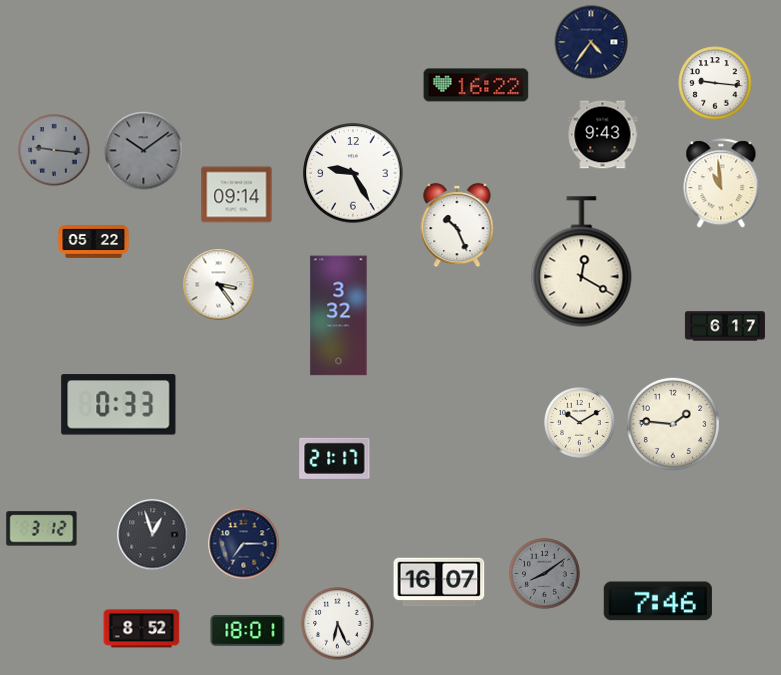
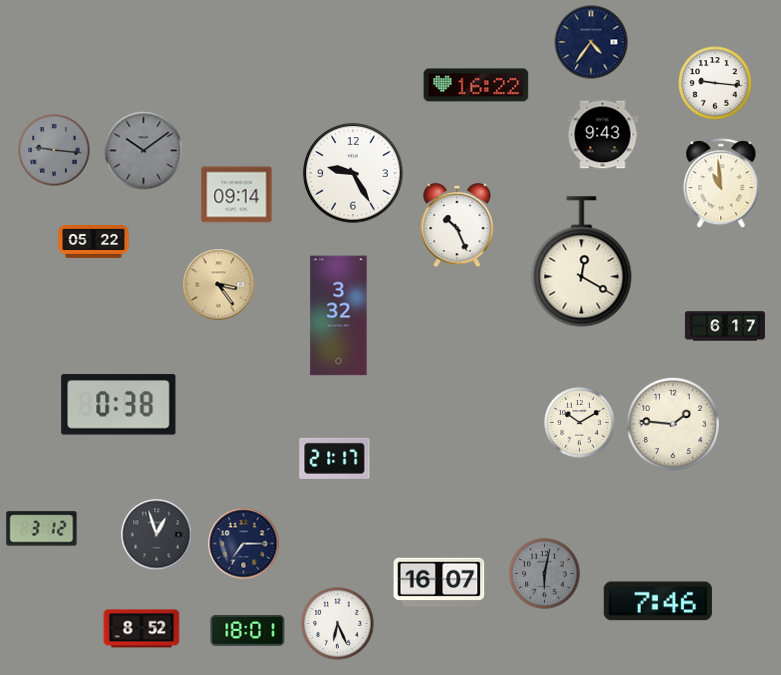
clock at (219, 285) dial: white -> champagne
clock at (119, 405): 0:33 -> 0:38
clock at (153, 535) position: (153, 535) -> (157, 535)
clock at (545, 574): 8:09 -> 6:02
